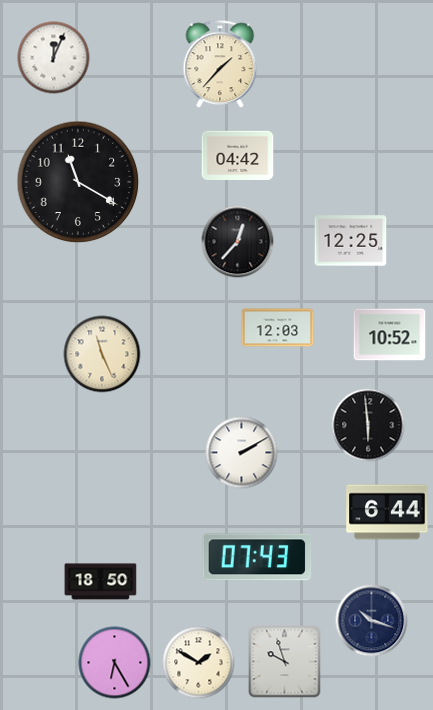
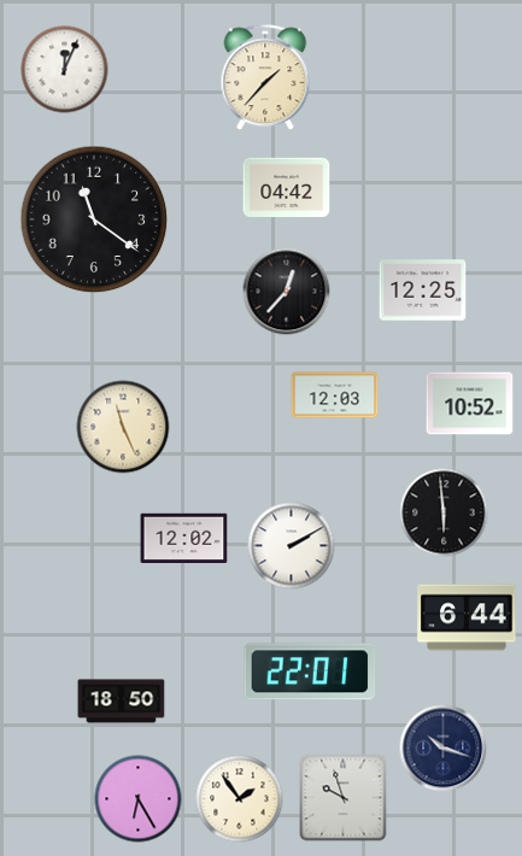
clock at (78, 182): 11:20 -> 11:21
clock at (184, 538): none -> 12:02
clock at (257, 557): 07:43 -> 22:01
clock at (372, 621) position: (372, 621) -> (444, 749)
clock at (199, 663): 1:50 -> 1:54
